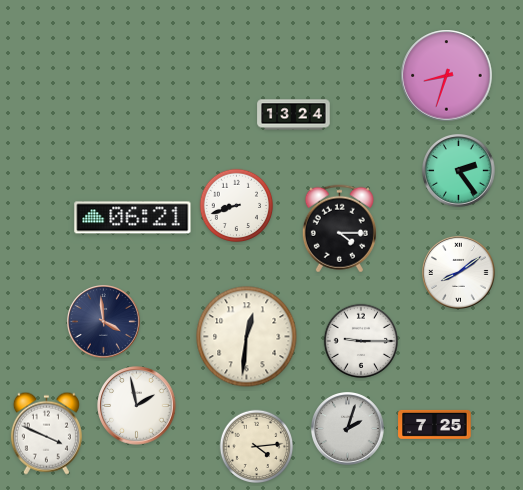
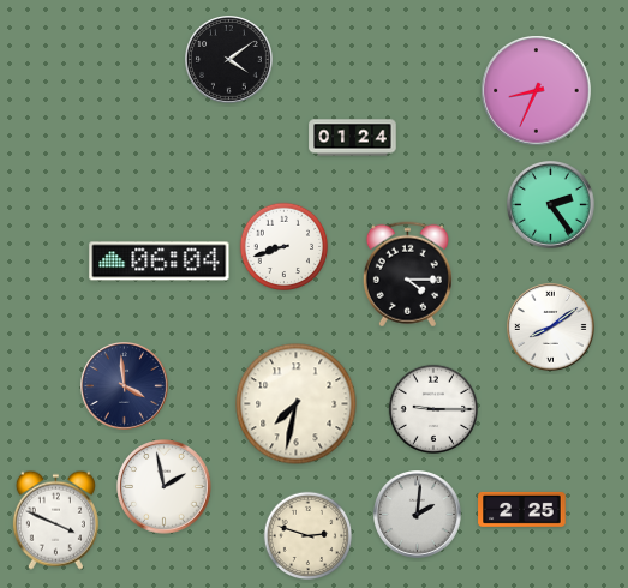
clock at (229, 60): none -> 4:09
clock at (447, 76): 8:33 -> 8:34
clock at (294, 115): 13:24 -> 01:24
clock at (133, 218): 06:21 -> 06:04
clock at (247, 337): 12:31 -> 7:32
clock at (435, 424): 7:25 -> 2:25
clock at (348, 429): 2:03 -> 2:01
clock at (257, 447): 4:14 -> 2:48
